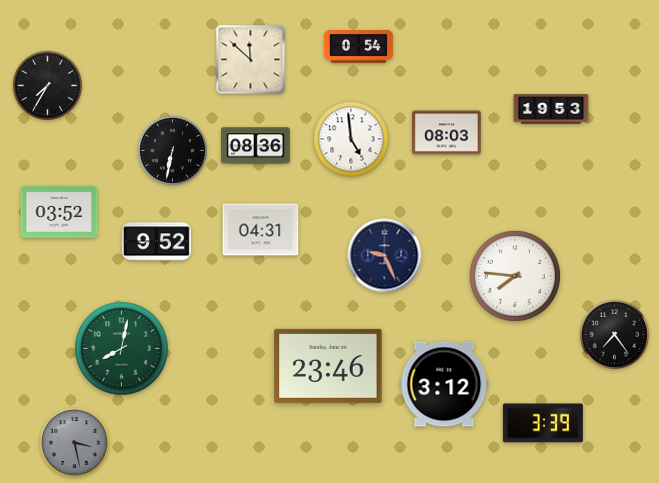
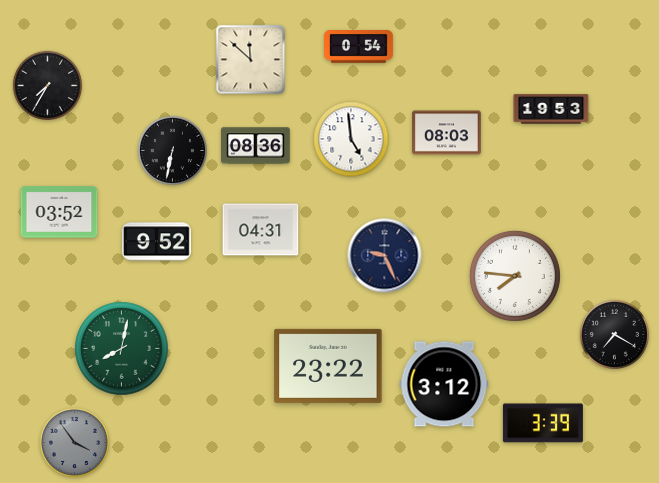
clock at (614, 334): 7:24 -> 7:20
clock at (328, 366): 23:46 -> 23:22
clock at (74, 442): 3:28 -> 3:54
